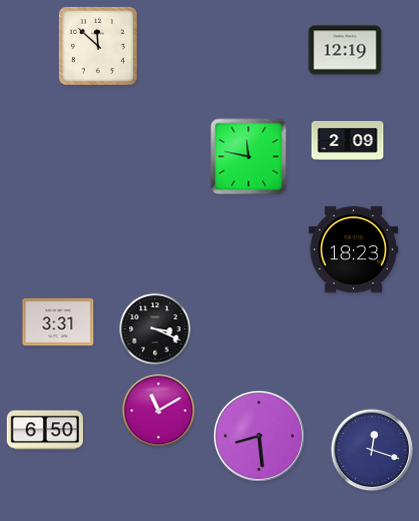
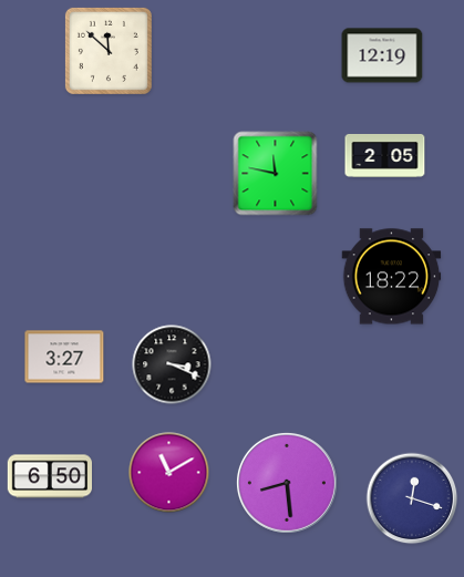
clock at (348, 140): 2:09 -> 2:05
clock at (354, 250): 18:23 -> 18:22
clock at (58, 322): 3:31 -> 3:27
clock at (159, 411) position: (159, 411) -> (169, 473)
